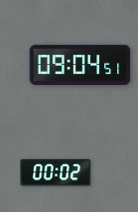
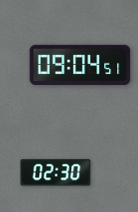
clock at (56, 173): 00:02 -> 02:30
